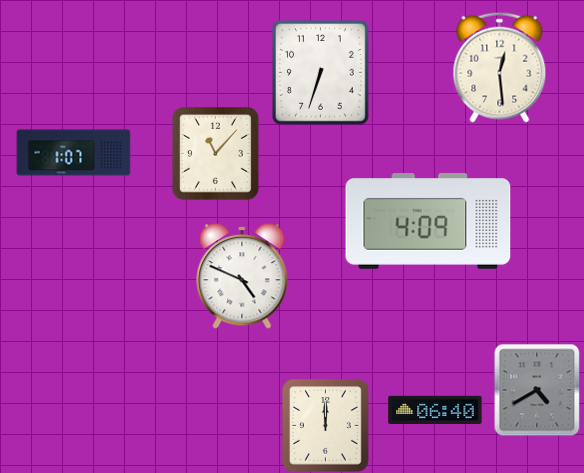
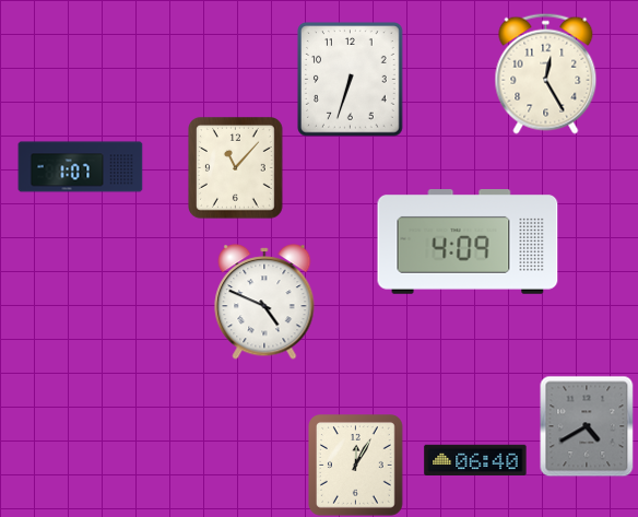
clock at (500, 67): 12:29 -> 12:25
clock at (435, 409) position: (435, 409) -> (475, 459)
clock at (326, 426): 12:00 -> 12:05
